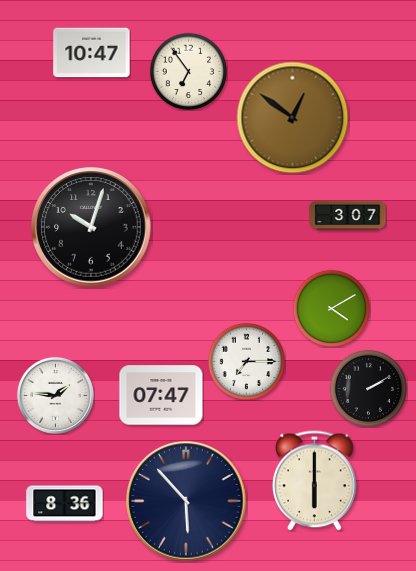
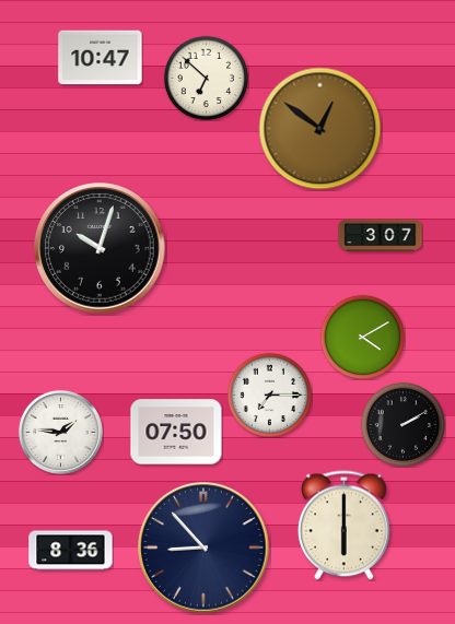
clock at (188, 71): 6:54 -> 6:52
clock at (161, 395): 07:47 -> 07:50
clock at (186, 501): 5:53 -> 8:53
